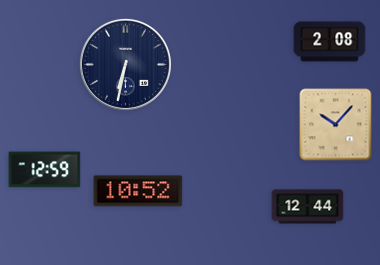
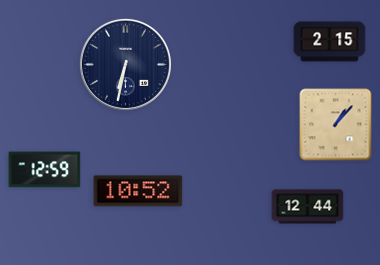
clock at (330, 42): 2:08 -> 2:15
clock at (336, 125): 10:07 -> 1:07
